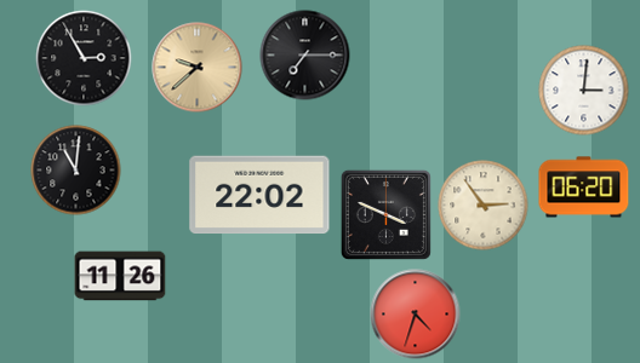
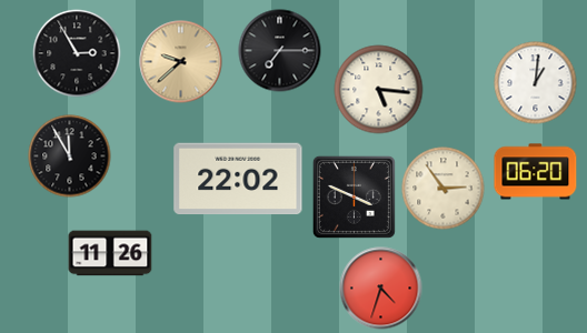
clock at (584, 91): 3:01 -> 1:01
clock at (379, 90): none -> 5:16
clock at (76, 171): 11:01 -> 11:55
